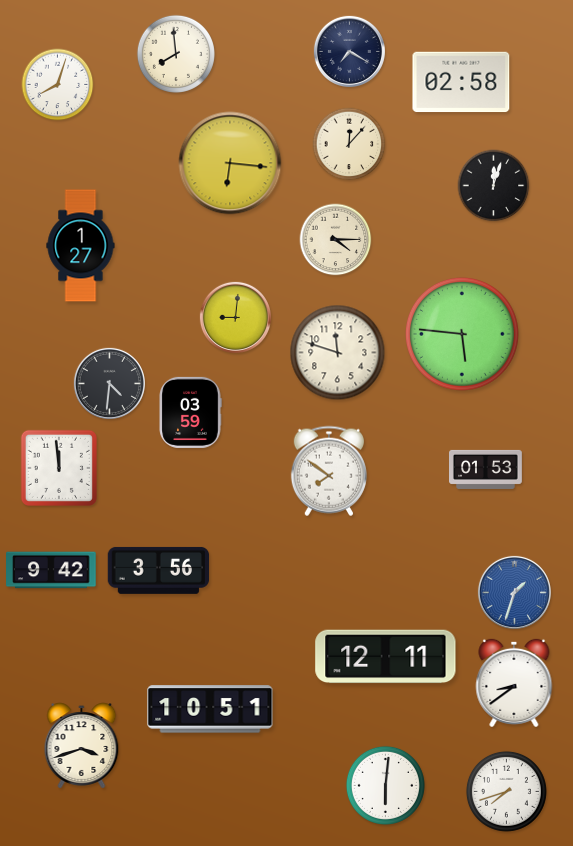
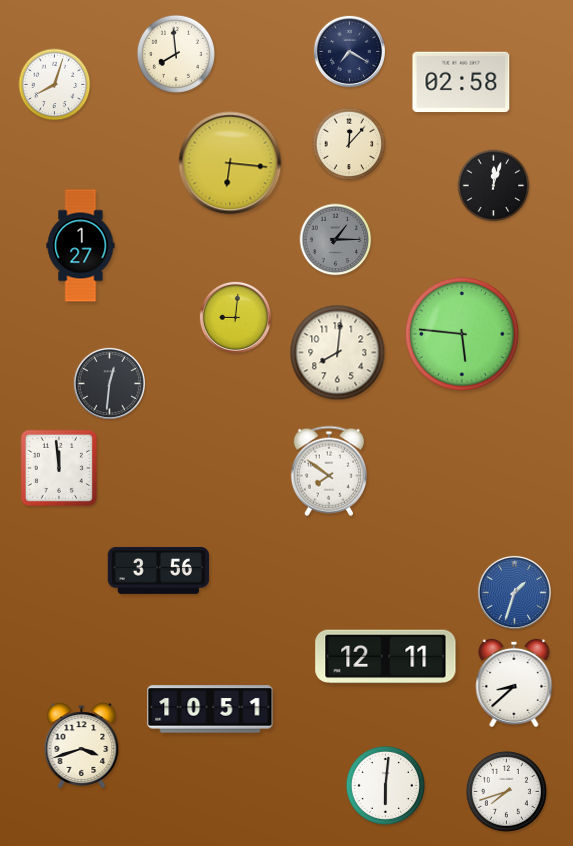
clock at (58, 85) position: (58, 85) -> (55, 85)
clock at (336, 240): 4:15 -> 1:15
clock at (336, 240) dial: cream -> grey
clock at (338, 353): 11:48 -> 8:01
clock at (109, 383): 4:31 -> 12:31
clock at (190, 412): 03:59 -> none
clock at (486, 469): 01:53 -> none
clock at (51, 570): 9:42 -> none
clock at (514, 683): 8:39 -> 8:38
